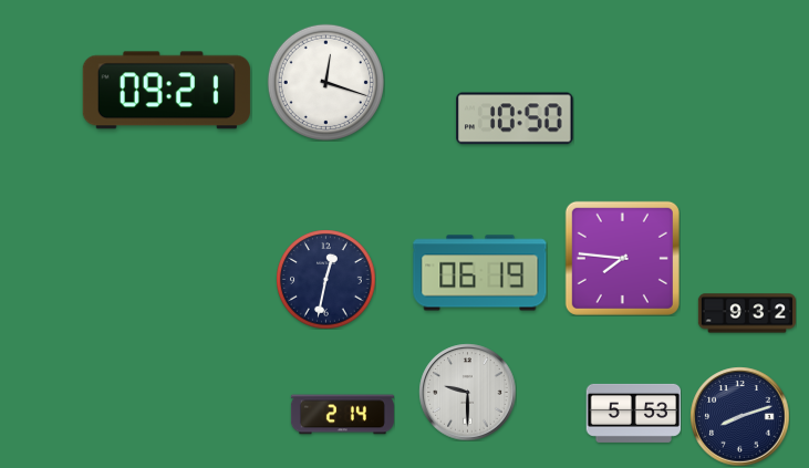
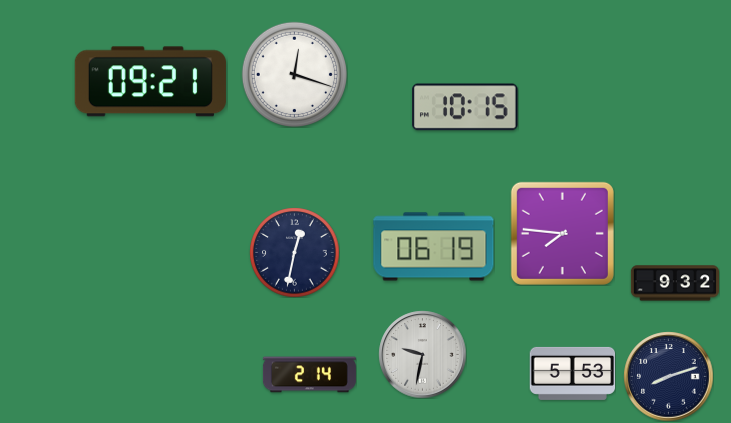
clock at (515, 118): 10:50 -> 10:15
clock at (467, 392): 9:30 -> 9:32
